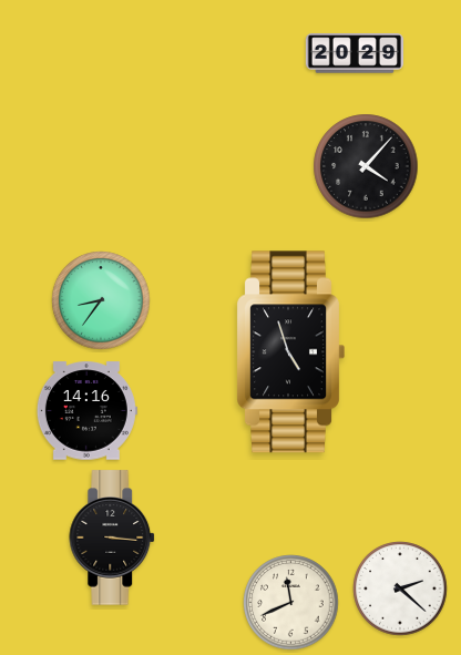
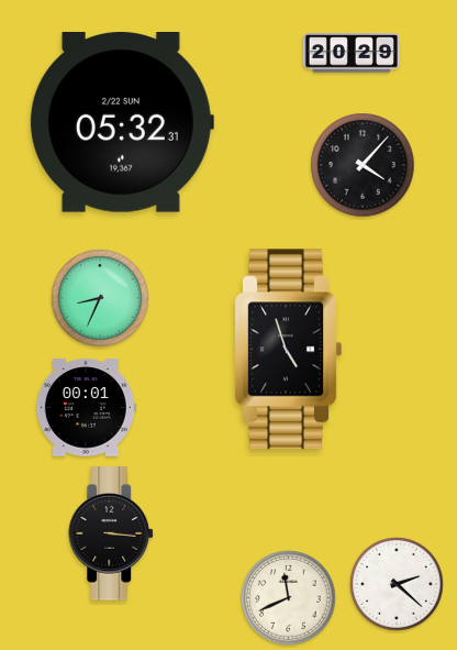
clock at (121, 123): none -> 05:32
clock at (101, 300): 8:36 -> 8:34
clock at (86, 411): 14:16 -> 00:01
